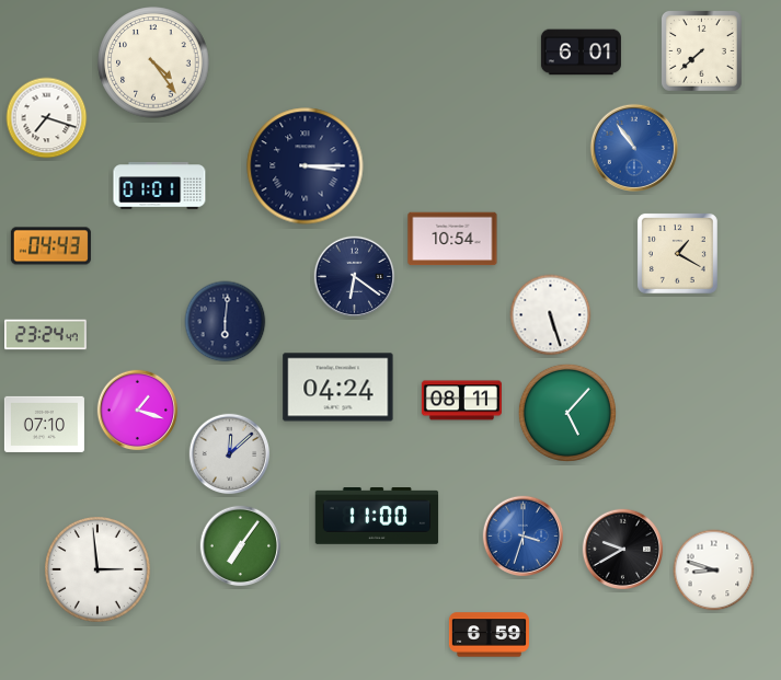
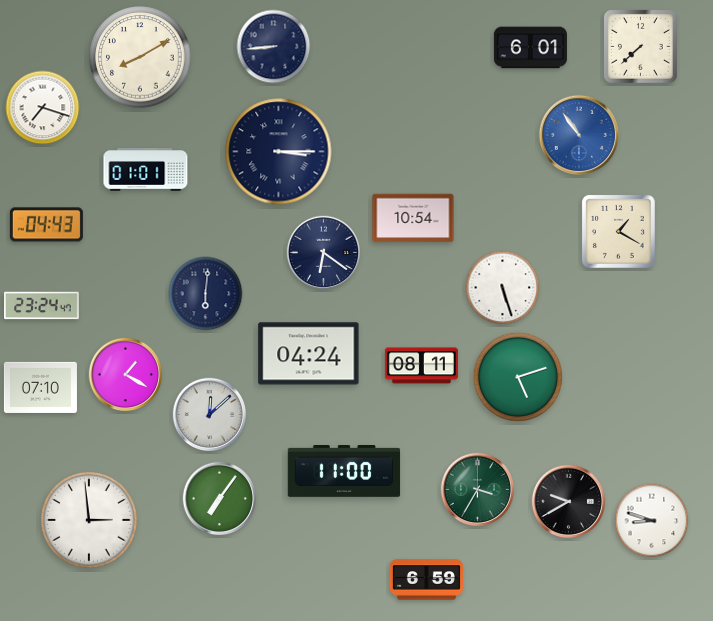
clock at (274, 47): none -> 8:44
clock at (153, 62): 4:24 -> 8:10
clock at (138, 411): 1:18 -> 1:20
clock at (567, 413): 5:07 -> 5:12
clock at (524, 537): 3:33 -> 3:35
clock at (524, 537) dial: blue -> green
clock at (489, 635) position: (489, 635) -> (426, 580)
